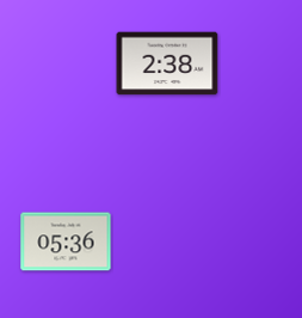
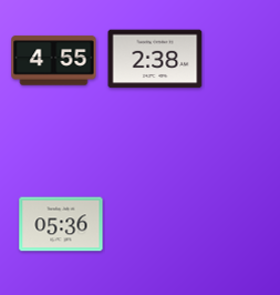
clock at (54, 61): none -> 4:55
